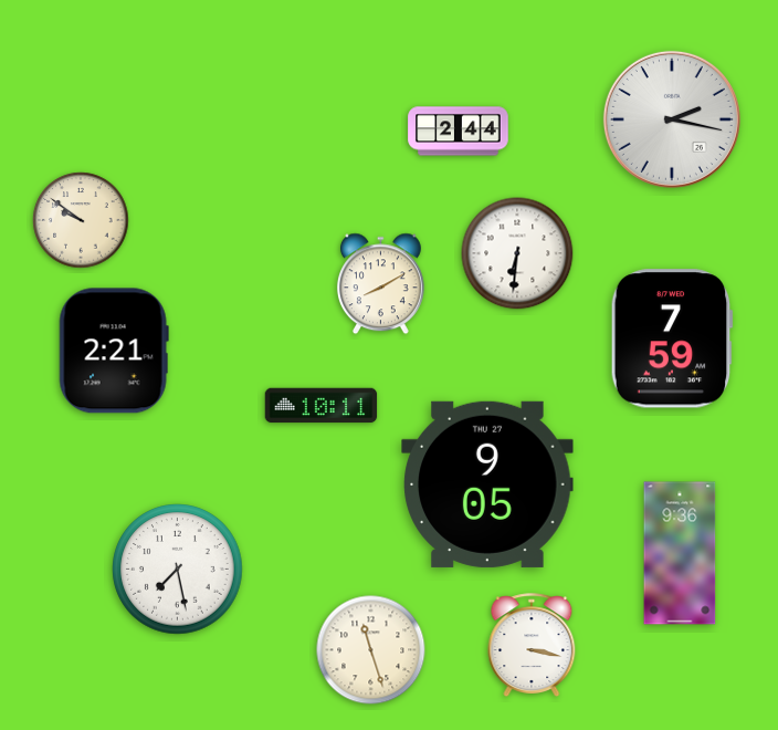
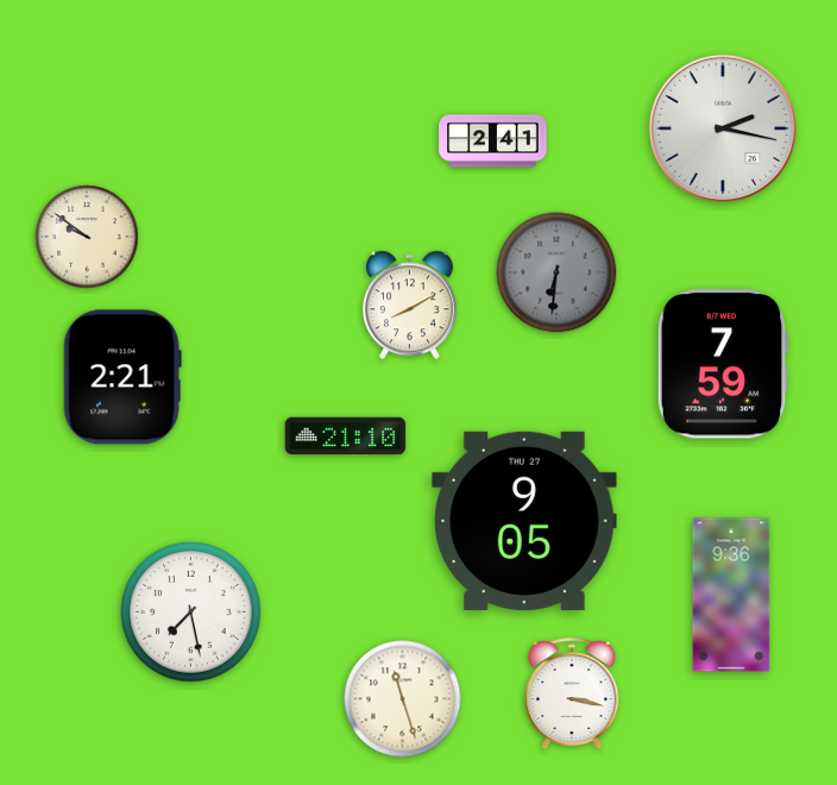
clock at (459, 132): 2:44 -> 2:41
clock at (517, 253) dial: white -> grey
clock at (322, 406): 10:11 -> 21:10
clock at (371, 650) position: (371, 650) -> (403, 699)
